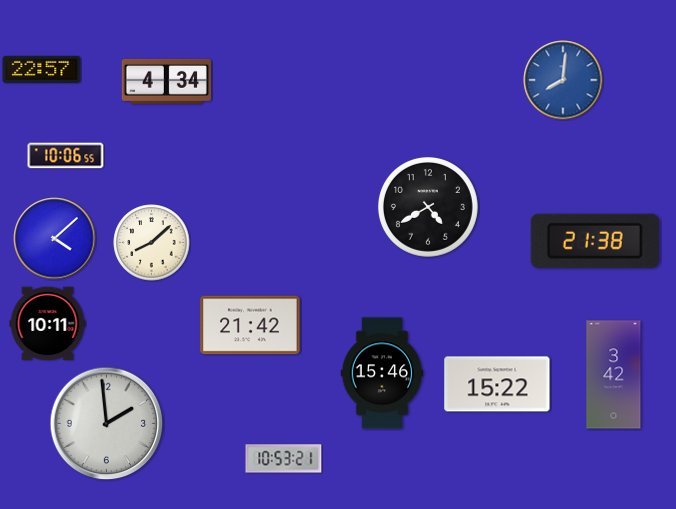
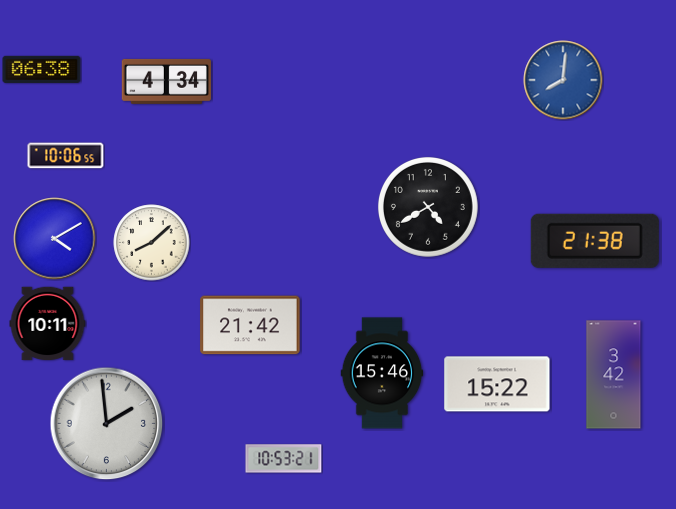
clock at (42, 69): 22:57 -> 06:38
clock at (55, 239): 4:08 -> 4:10
